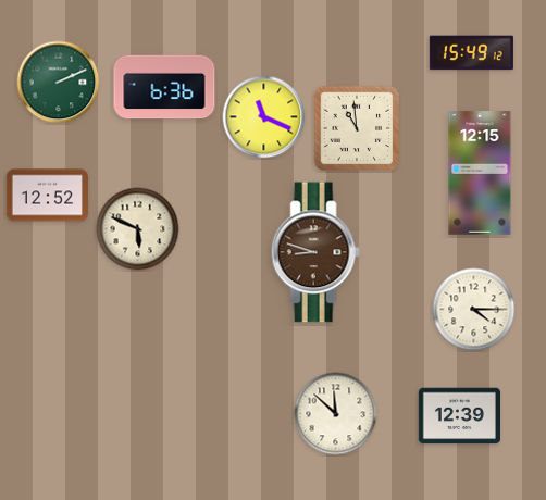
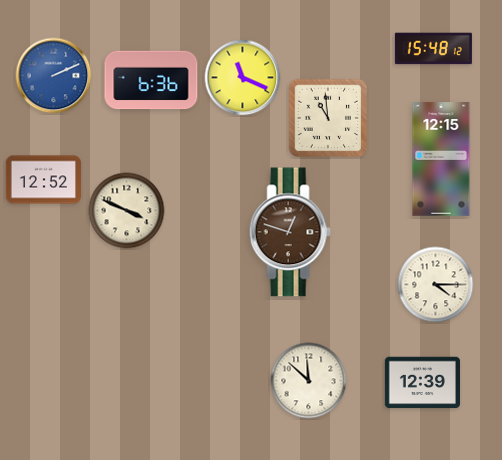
clock at (471, 53): 15:49 -> 15:48
clock at (59, 83) dial: green -> blue
clock at (264, 117) position: (264, 117) -> (243, 78)
clock at (138, 229): 5:49 -> 3:49
clock at (315, 252): 8:48 -> 12:48
